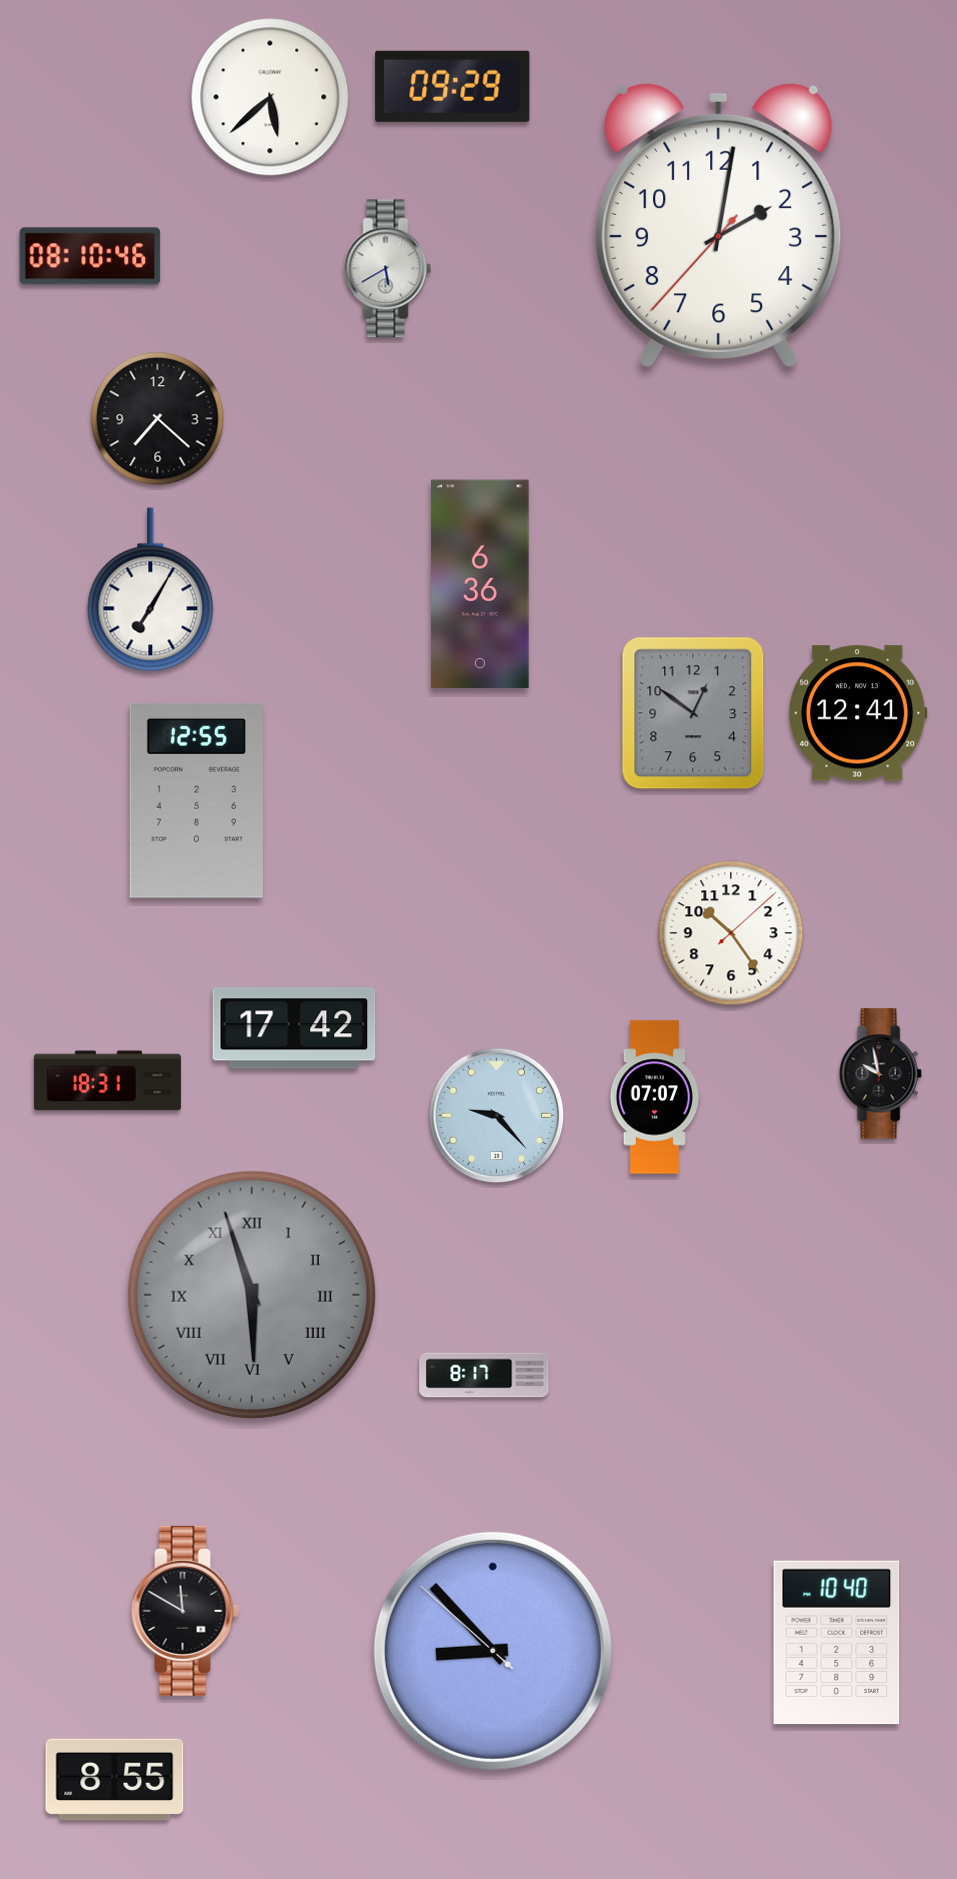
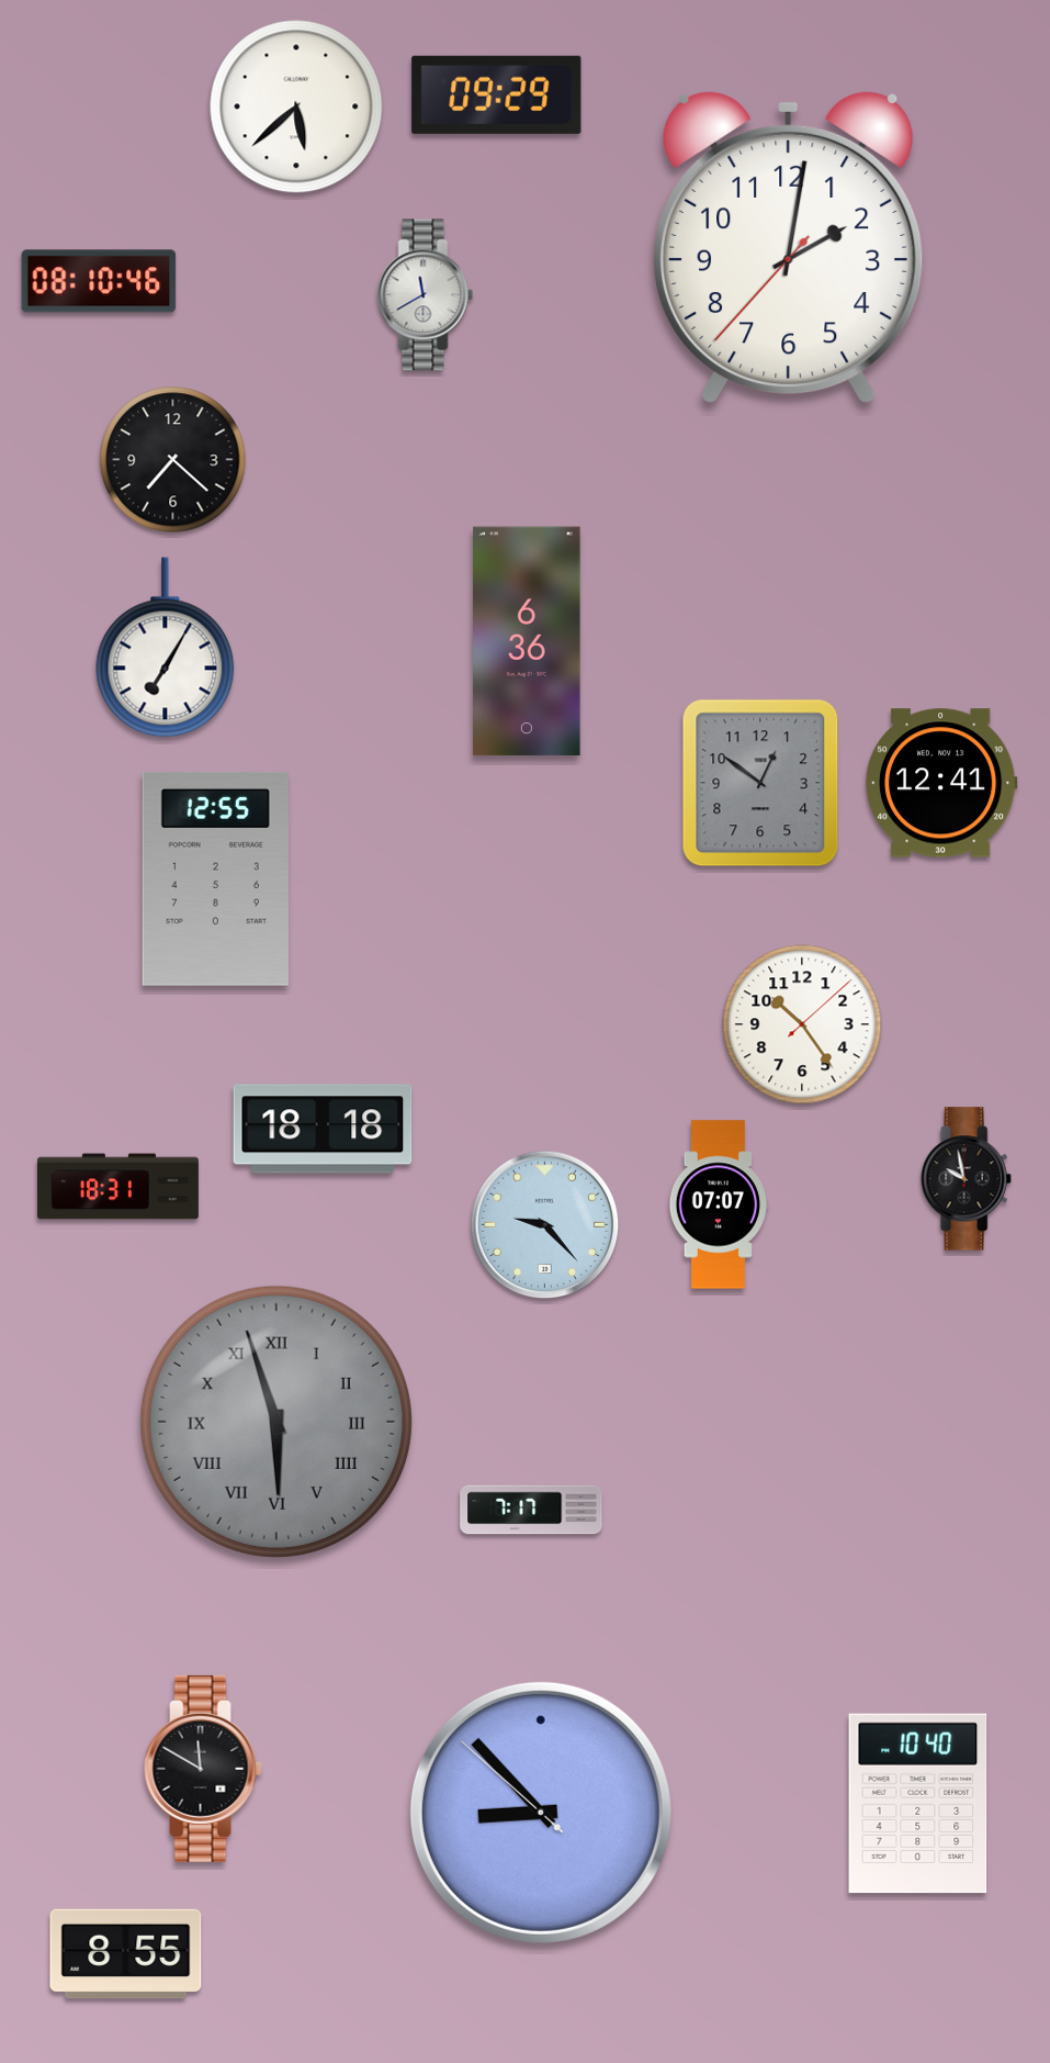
clock at (388, 269): 5:40 -> 11:40
clock at (294, 1028): 17:42 -> 18:18
clock at (484, 1375): 8:17 -> 7:17
